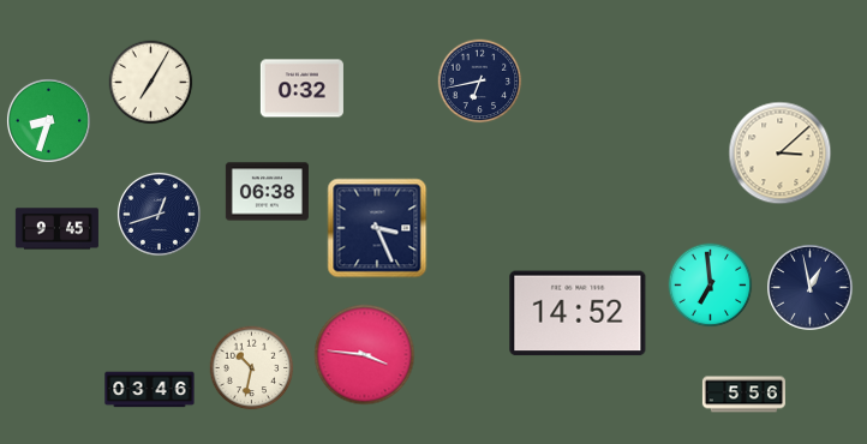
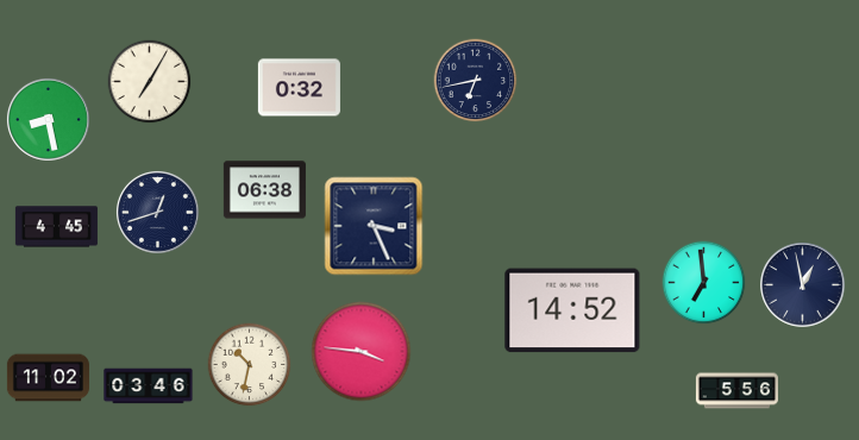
clock at (48, 120): 8:33 -> 8:28
clock at (781, 154): 3:08 -> none
clock at (56, 229): 9:45 -> 4:45
clock at (48, 378): none -> 11:02
